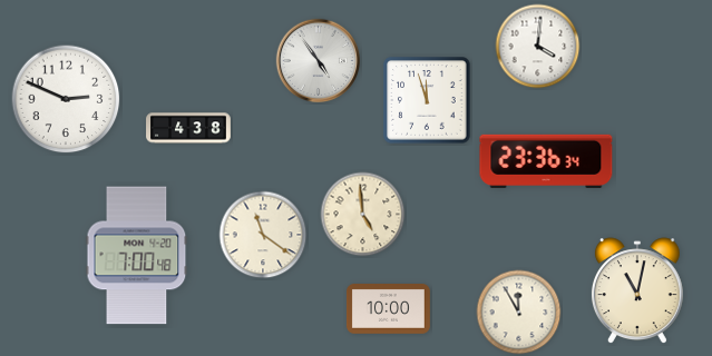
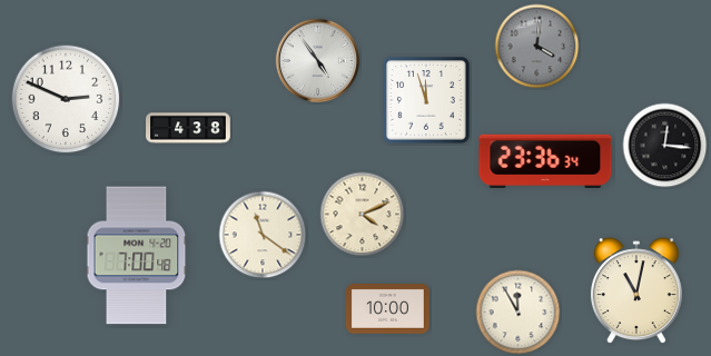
clock at (538, 47) dial: white -> grey
clock at (665, 146): none -> 12:16
clock at (363, 215): 4:59 -> 4:11
